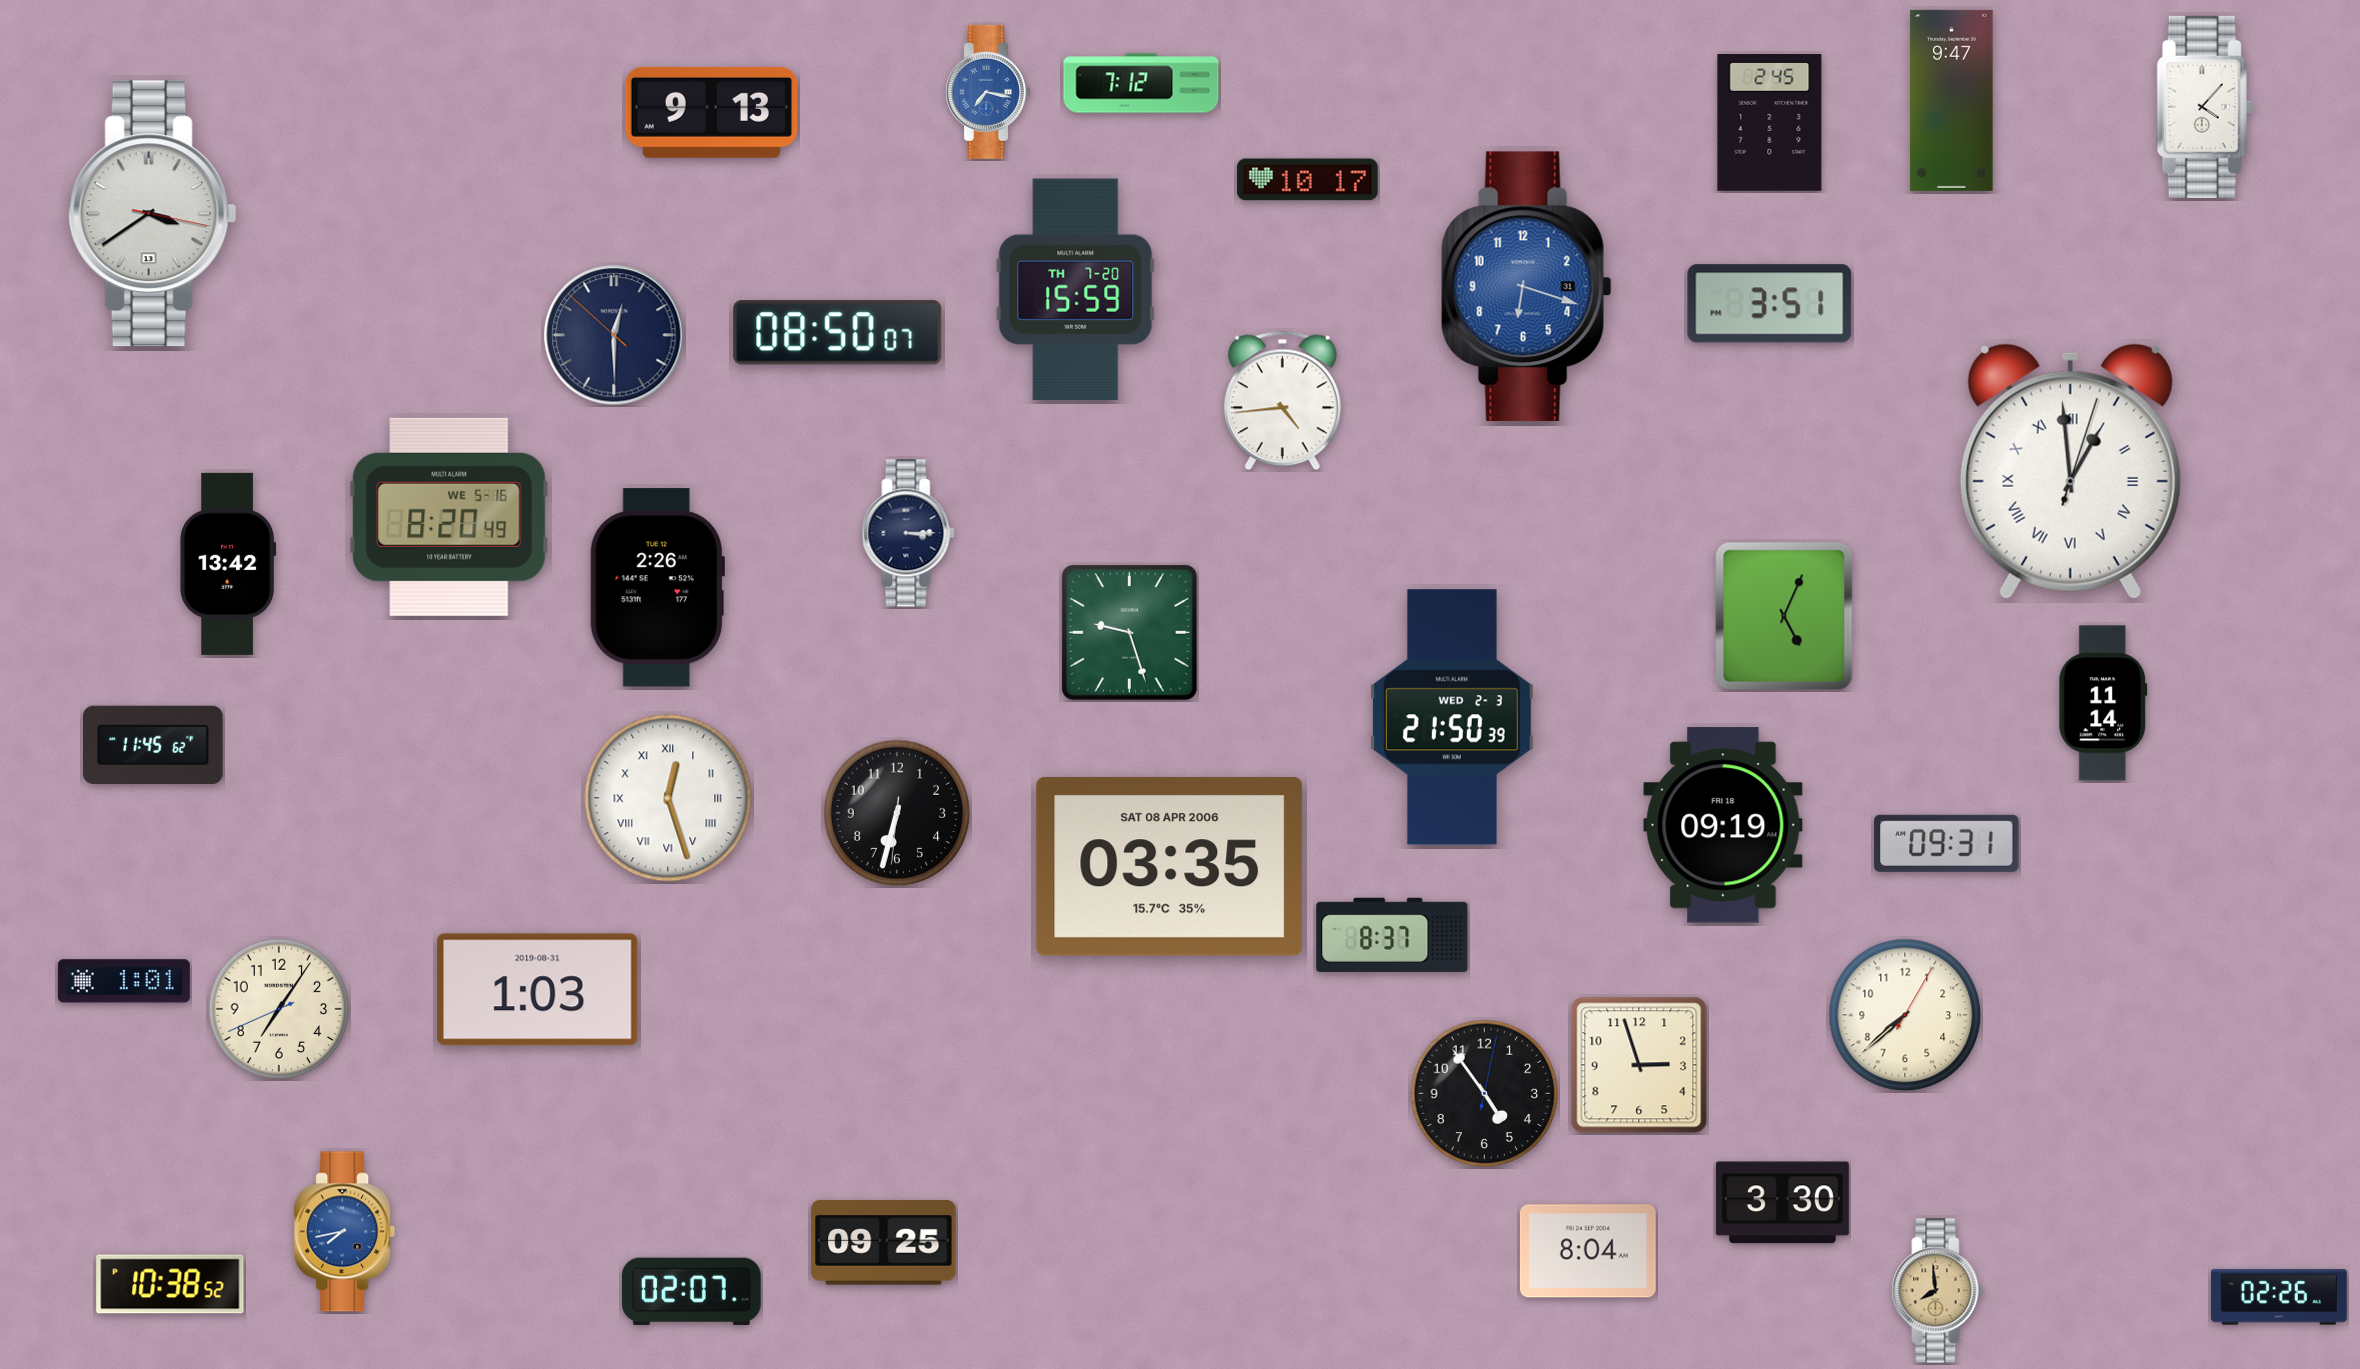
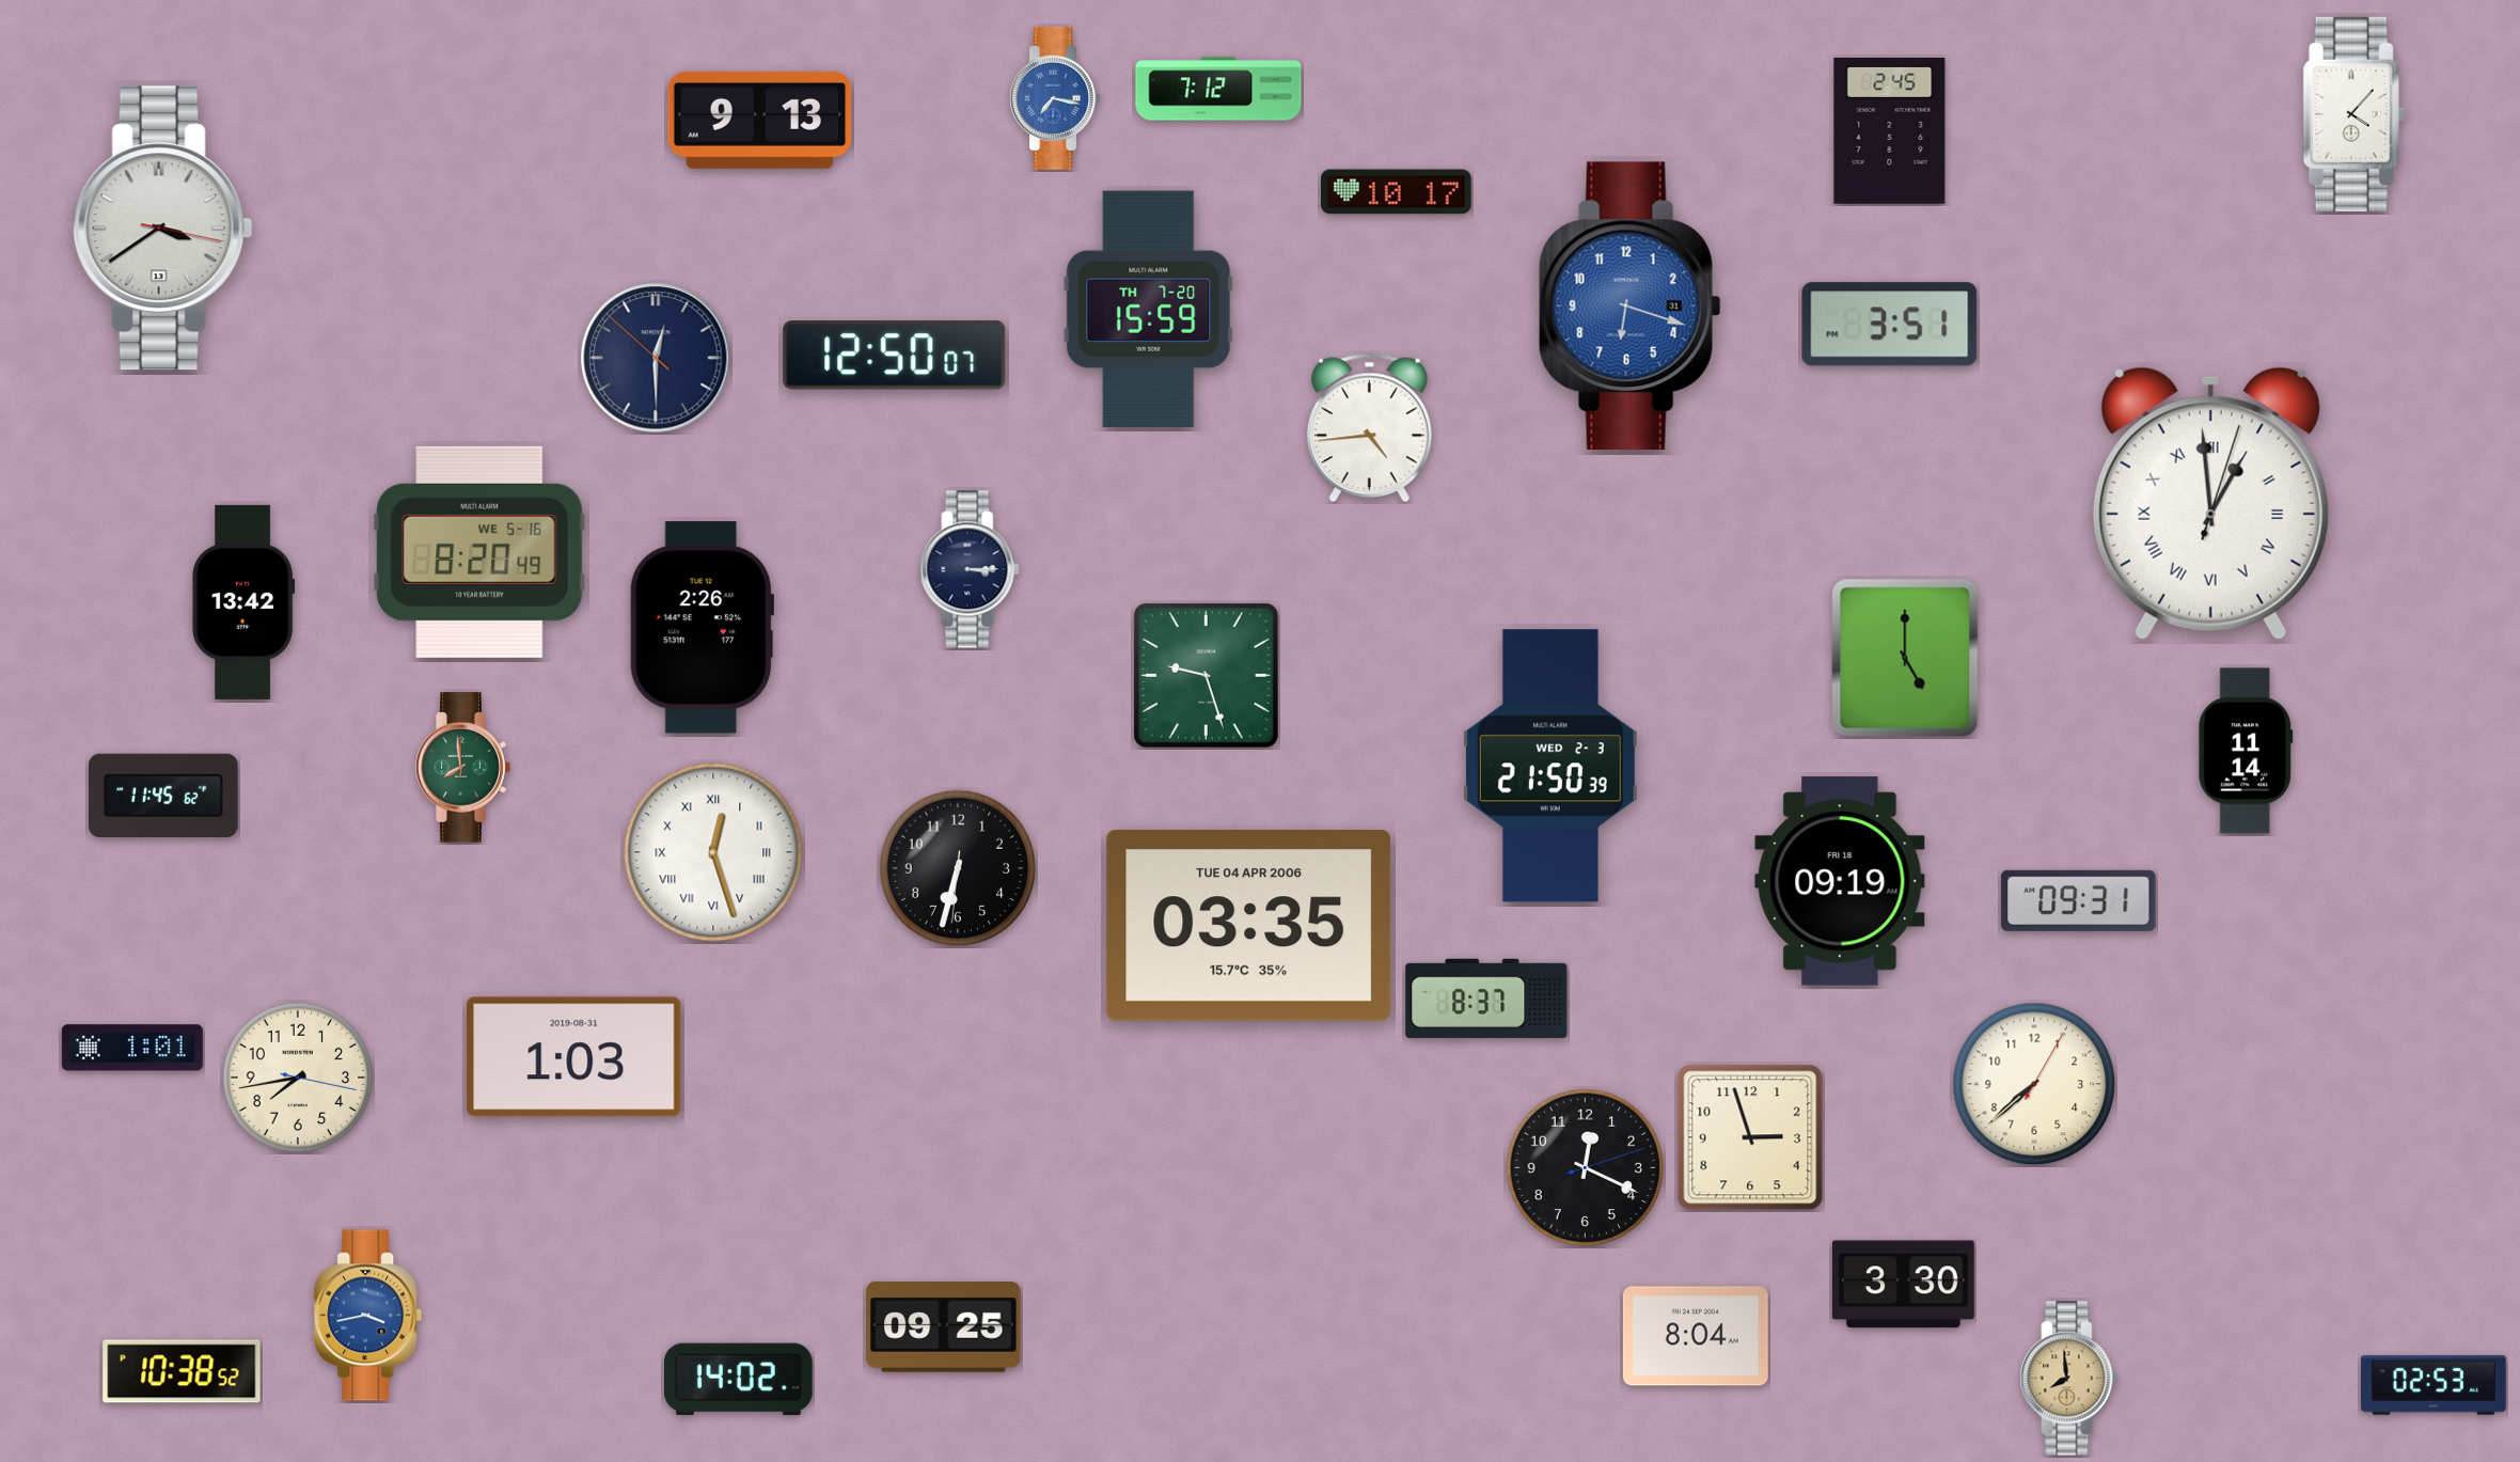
clock at (1952, 100): 9:47 -> none
clock at (838, 333): 08:50 -> 12:50
clock at (1784, 616): 5:04 -> 5:00
clock at (463, 768): none -> 7:59
clock at (1170, 866) date: SAT 08 APR 2006 -> TUE 04 APR 2006
clock at (278, 1008): 7:05 -> 7:43
clock at (1485, 1094): 4:54 -> 12:19
clock at (345, 1232): 7:43 -> 3:43
clock at (691, 1291): 02:07 -> 14:02
clock at (2279, 1297): 02:26 -> 02:53
